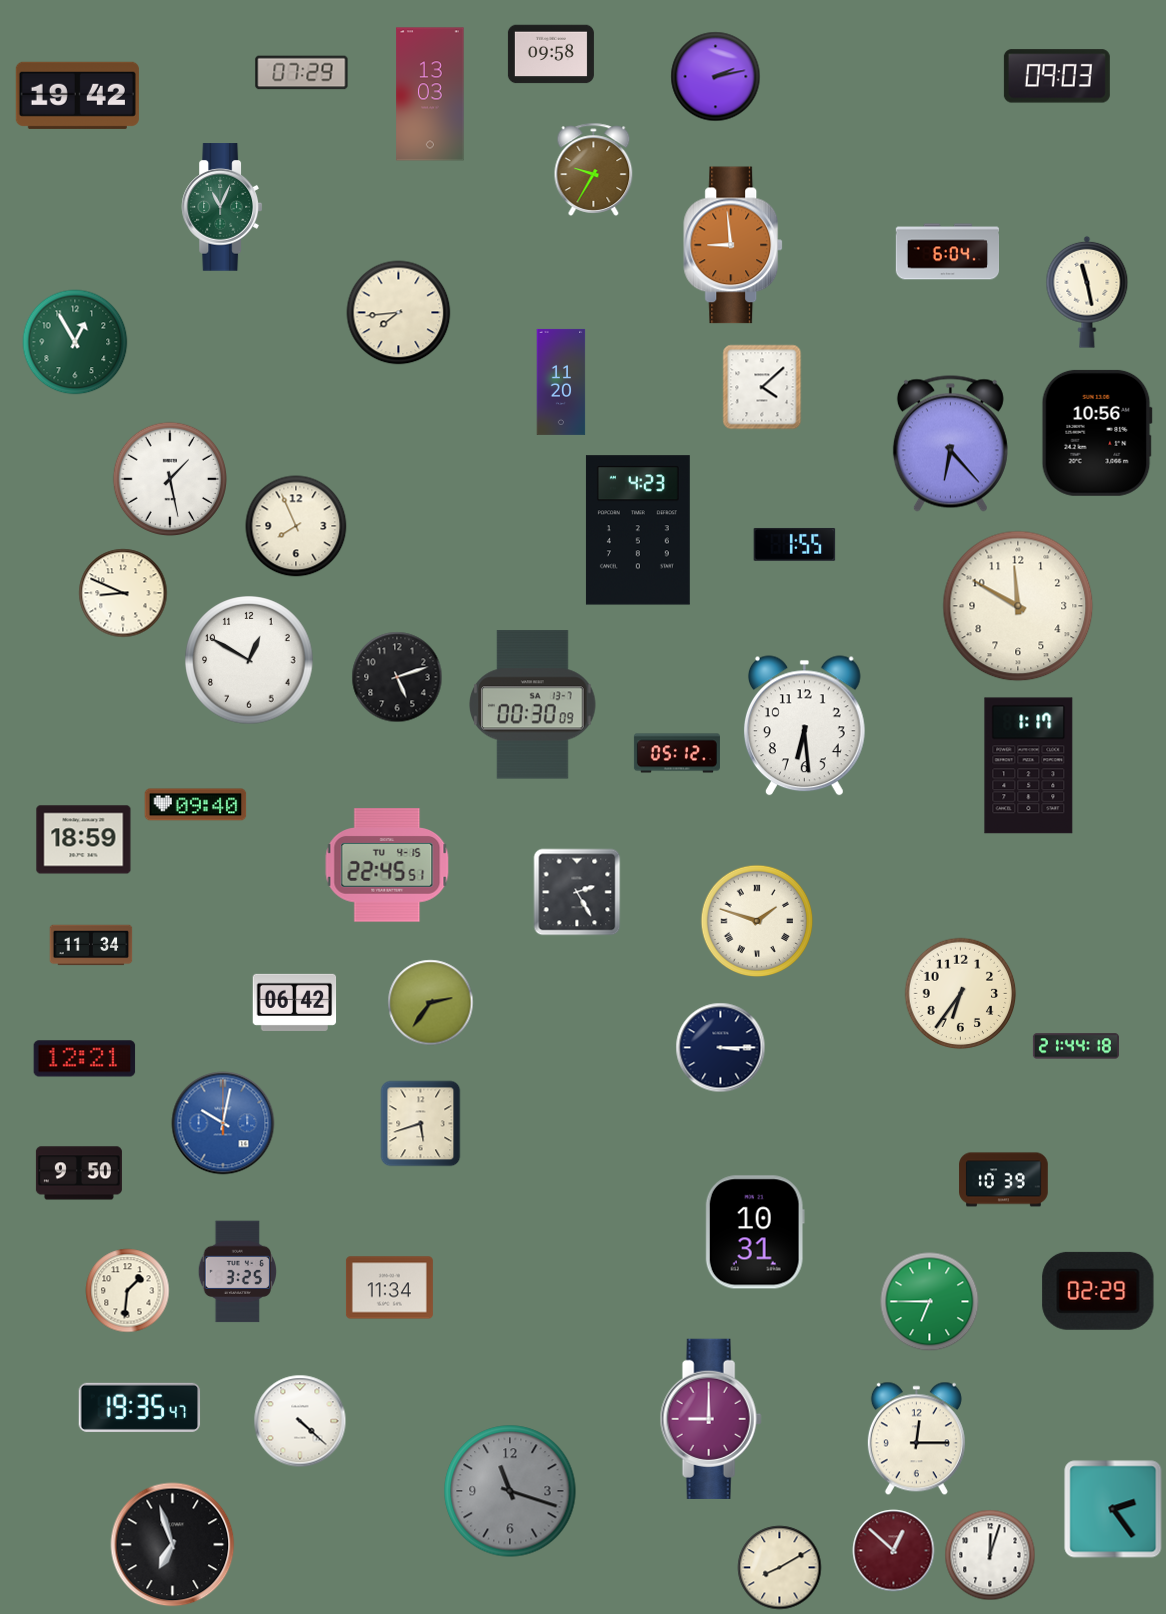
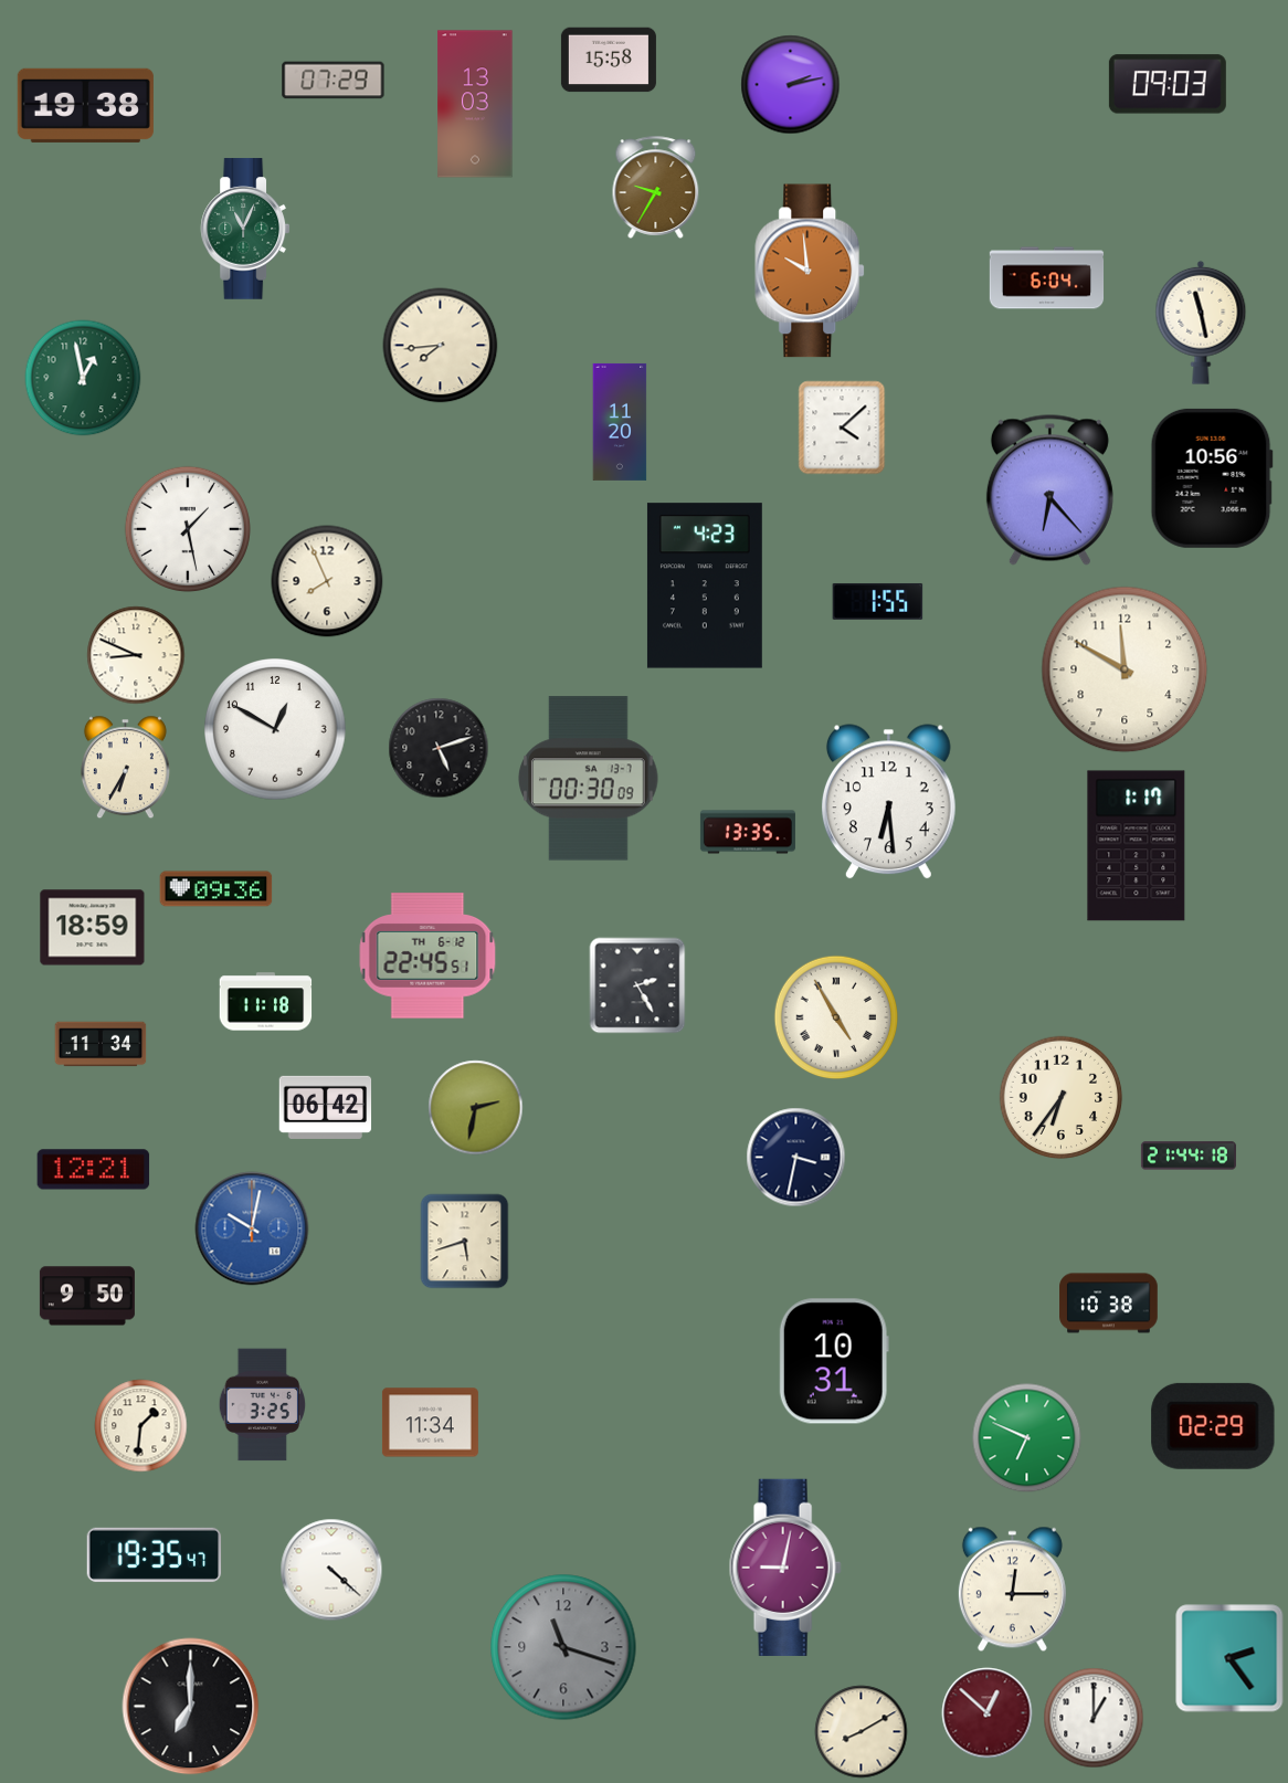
clock at (551, 54): 09:58 -> 15:58
clock at (77, 95): 19:42 -> 19:38
clock at (734, 245): 8:59 -> 9:59
clock at (75, 342): 12:55 -> 12:58
clock at (125, 768): none -> 6:35
clock at (677, 753): 05:12 -> 13:35
clock at (196, 805): 09:40 -> 09:36
clock at (387, 865) date: TU 4-15 -> TH 6-12
clock at (266, 1002): none -> 11:18
clock at (757, 921): 1:48 -> 4:55
clock at (431, 1003): 2:36 -> 2:32
clock at (721, 1048): 3:15 -> 3:32
clock at (223, 1123) position: (223, 1123) -> (252, 1228)
clock at (1004, 1180): 10:39 -> 10:38
clock at (930, 1302): 6:45 -> 6:49
clock at (711, 1419): 9:00 -> 9:02
clock at (1113, 1509) position: (1113, 1509) -> (1229, 1658)
clock at (173, 1545): 6:57 -> 7:00
clock at (990, 1555): 12:03 -> 1:00
